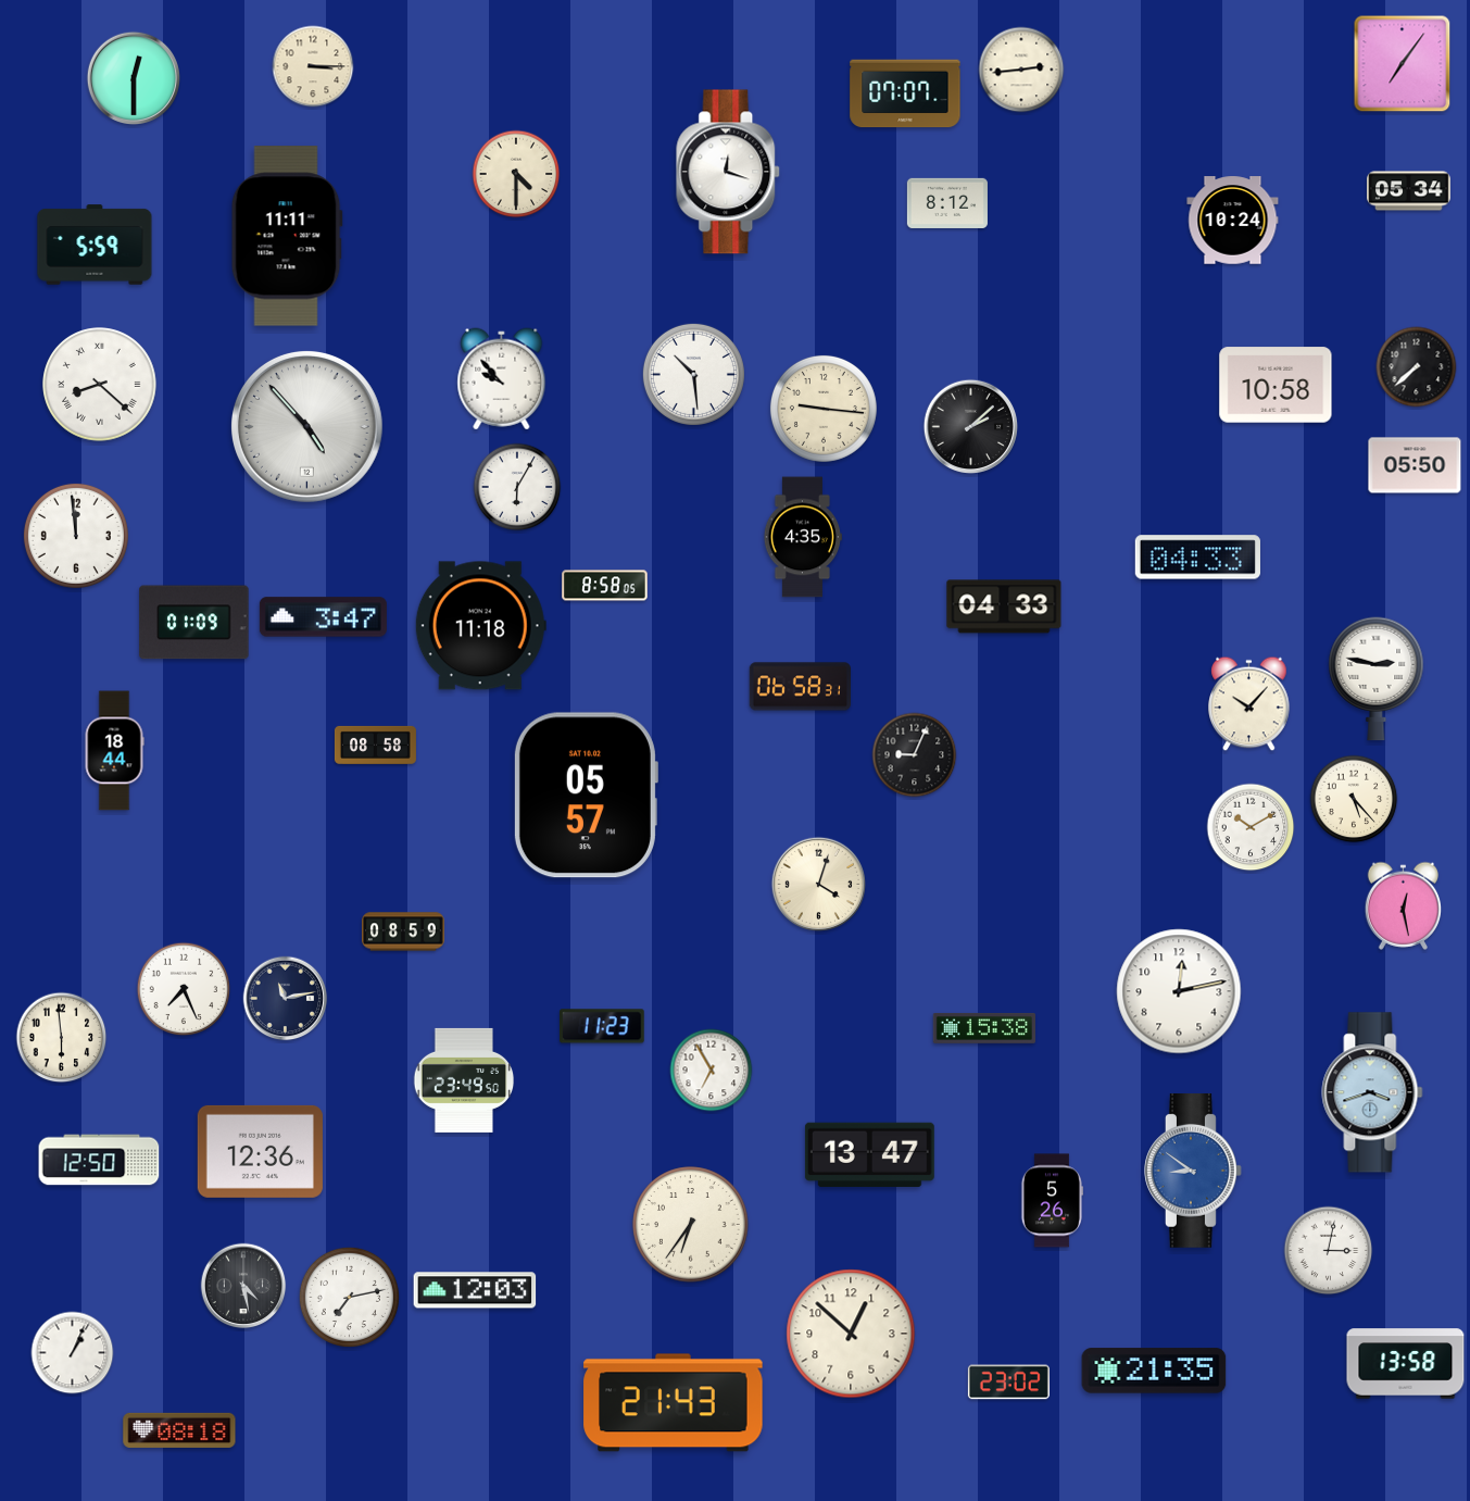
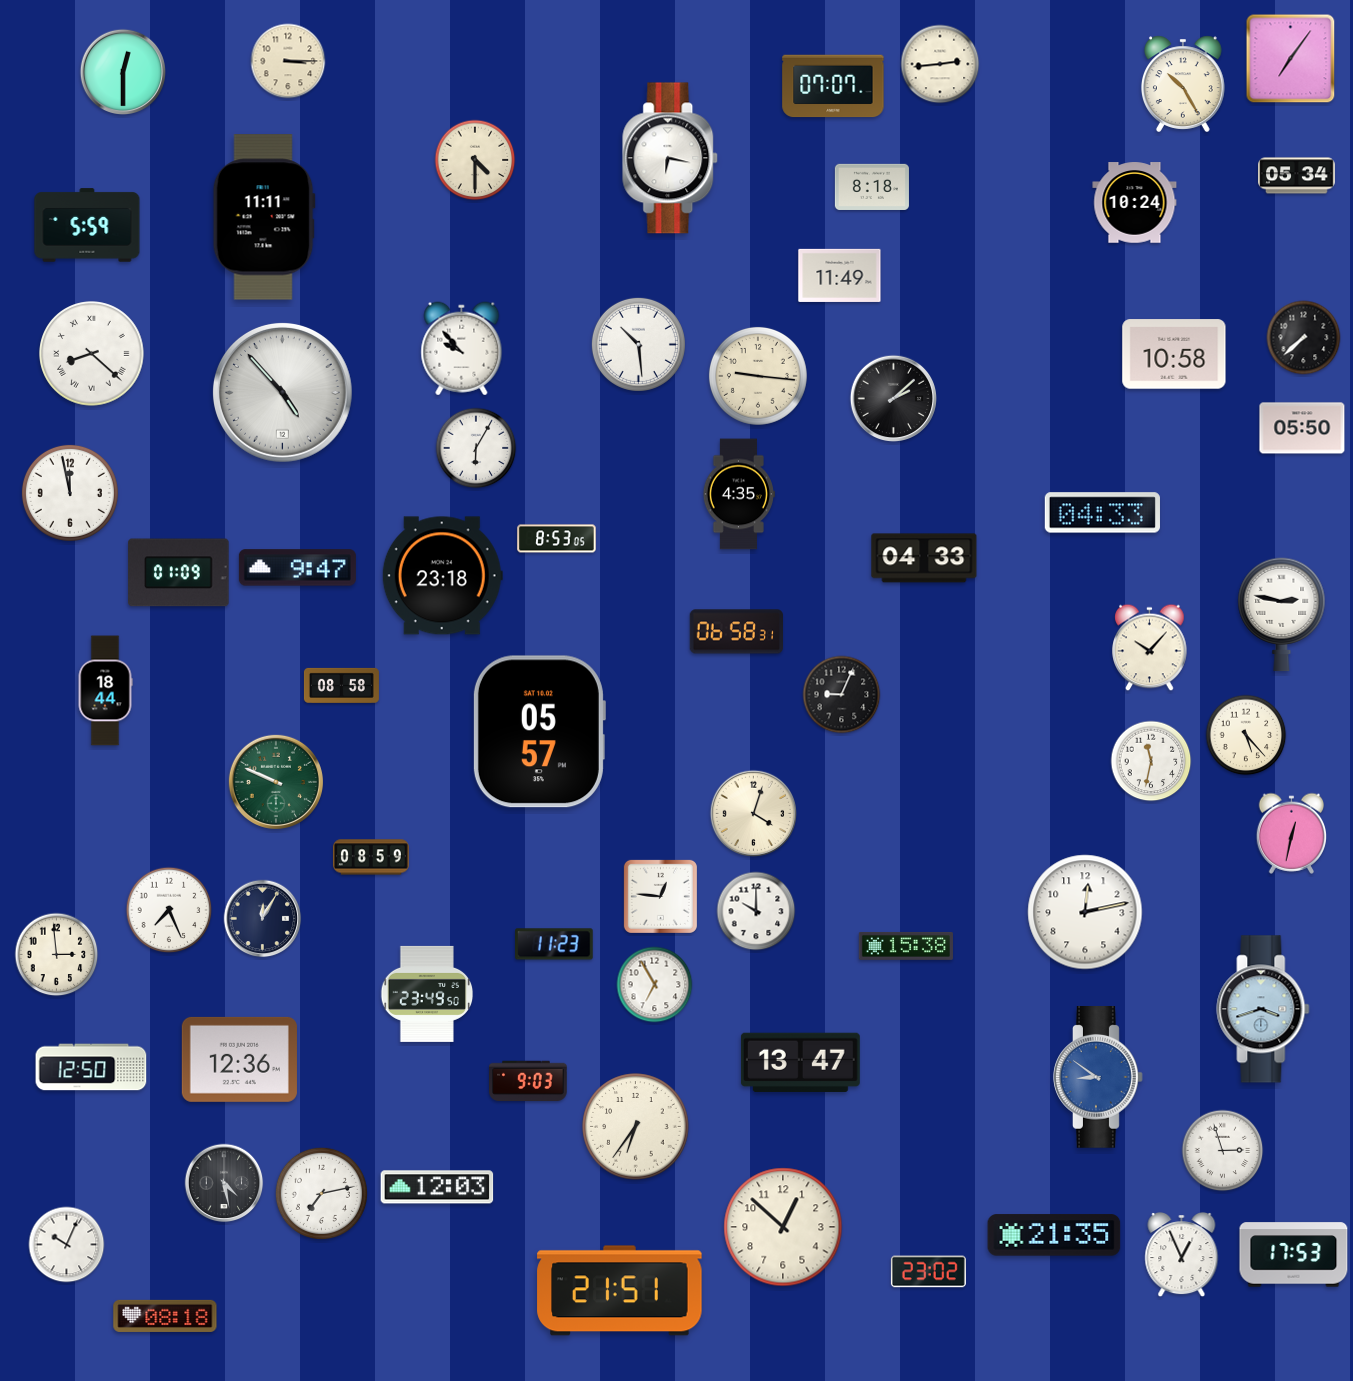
clock at (1183, 84): none -> 10:25
clock at (729, 172): 12:18 -> 6:17
clock at (947, 203): 8:12 -> 8:18
clock at (840, 275): none -> 11:49
clock at (970, 426) position: (970, 426) -> (893, 398)
clock at (76, 536): 11:59 -> 11:58
clock at (605, 586): 8:58 -> 8:53
clock at (323, 617): 3:47 -> 9:47
clock at (480, 626): 11:18 -> 23:18
clock at (1377, 679) position: (1377, 679) -> (1282, 615)
clock at (375, 745) position: (375, 745) -> (341, 685)
clock at (1251, 827): 10:10 -> 11:32
clock at (276, 782): none -> 9:49
clock at (1404, 905): 12:28 -> 12:32
clock at (660, 896): none -> 12:46
clock at (756, 911): none -> 10:00
clock at (286, 999): 11:13 -> 12:05
clock at (62, 1038): 5:59 -> 2:59
clock at (1372, 1092) position: (1372, 1092) -> (1263, 1009)
clock at (528, 1081): none -> 9:03
clock at (1052, 1201): 5:26 -> none
clock at (1329, 1251): 3:02 -> 2:57
clock at (73, 1353): 1:04 -> 10:04
clock at (1406, 1364): 13:58 -> 17:53
clock at (1182, 1256): none -> 12:56
clock at (1154, 1371) position: (1154, 1371) -> (1054, 1235)
clock at (674, 1403): 21:43 -> 21:51
